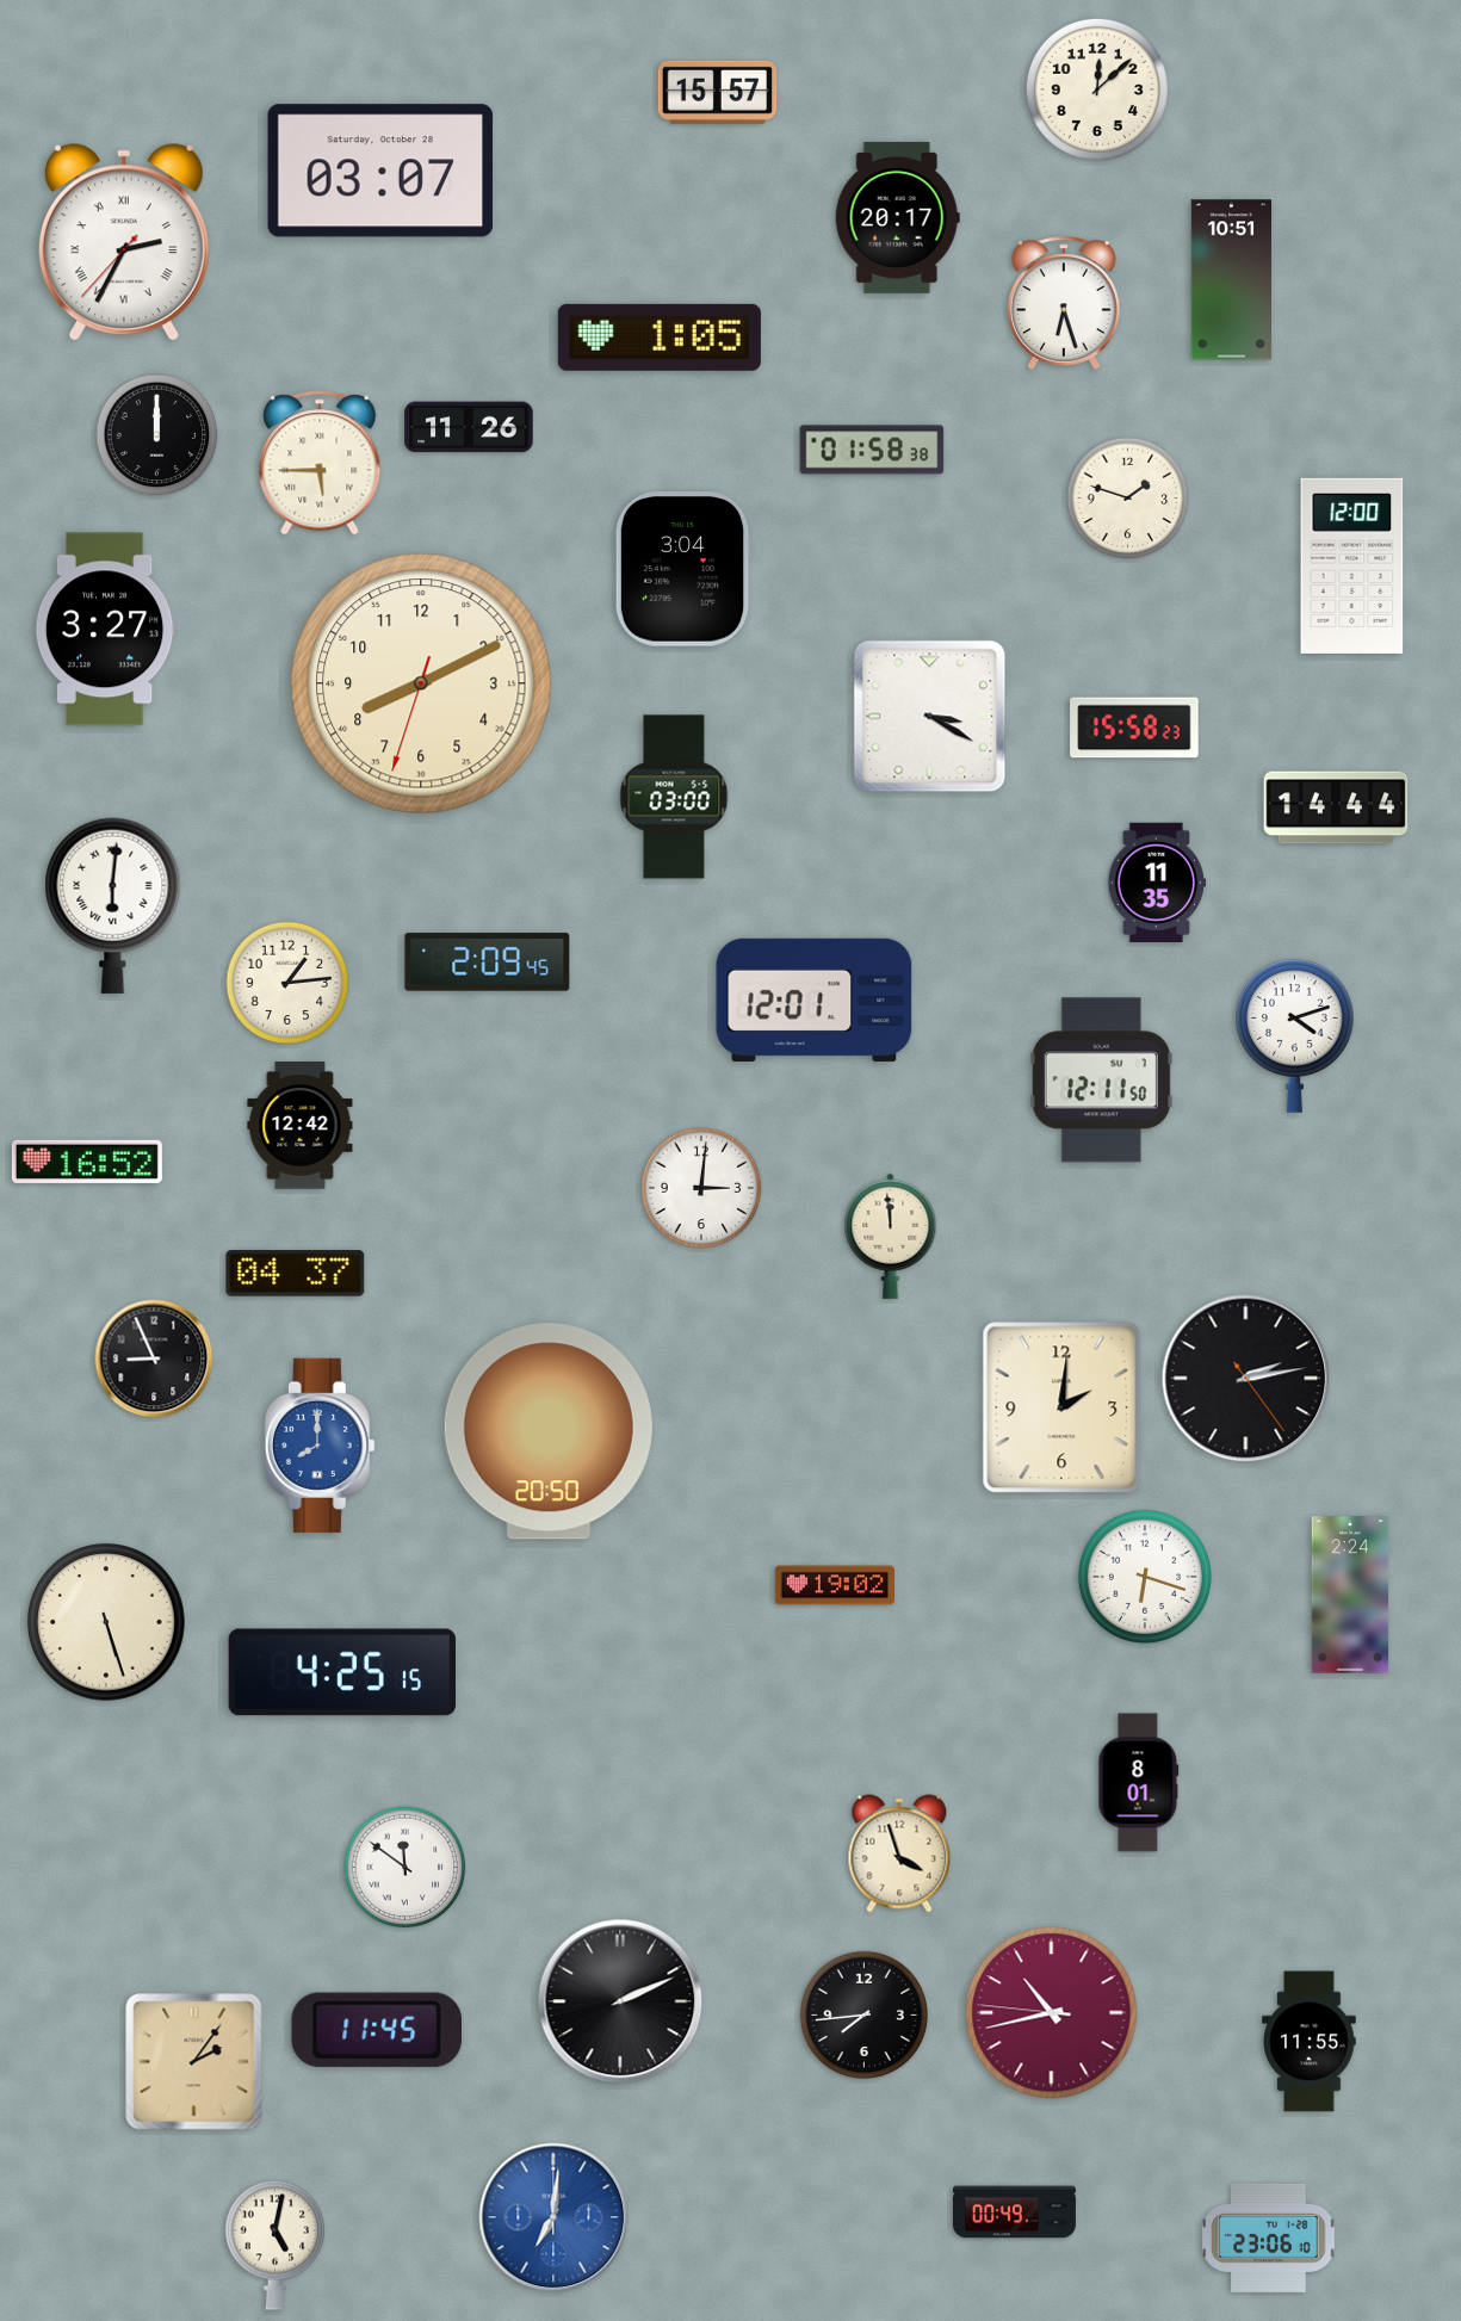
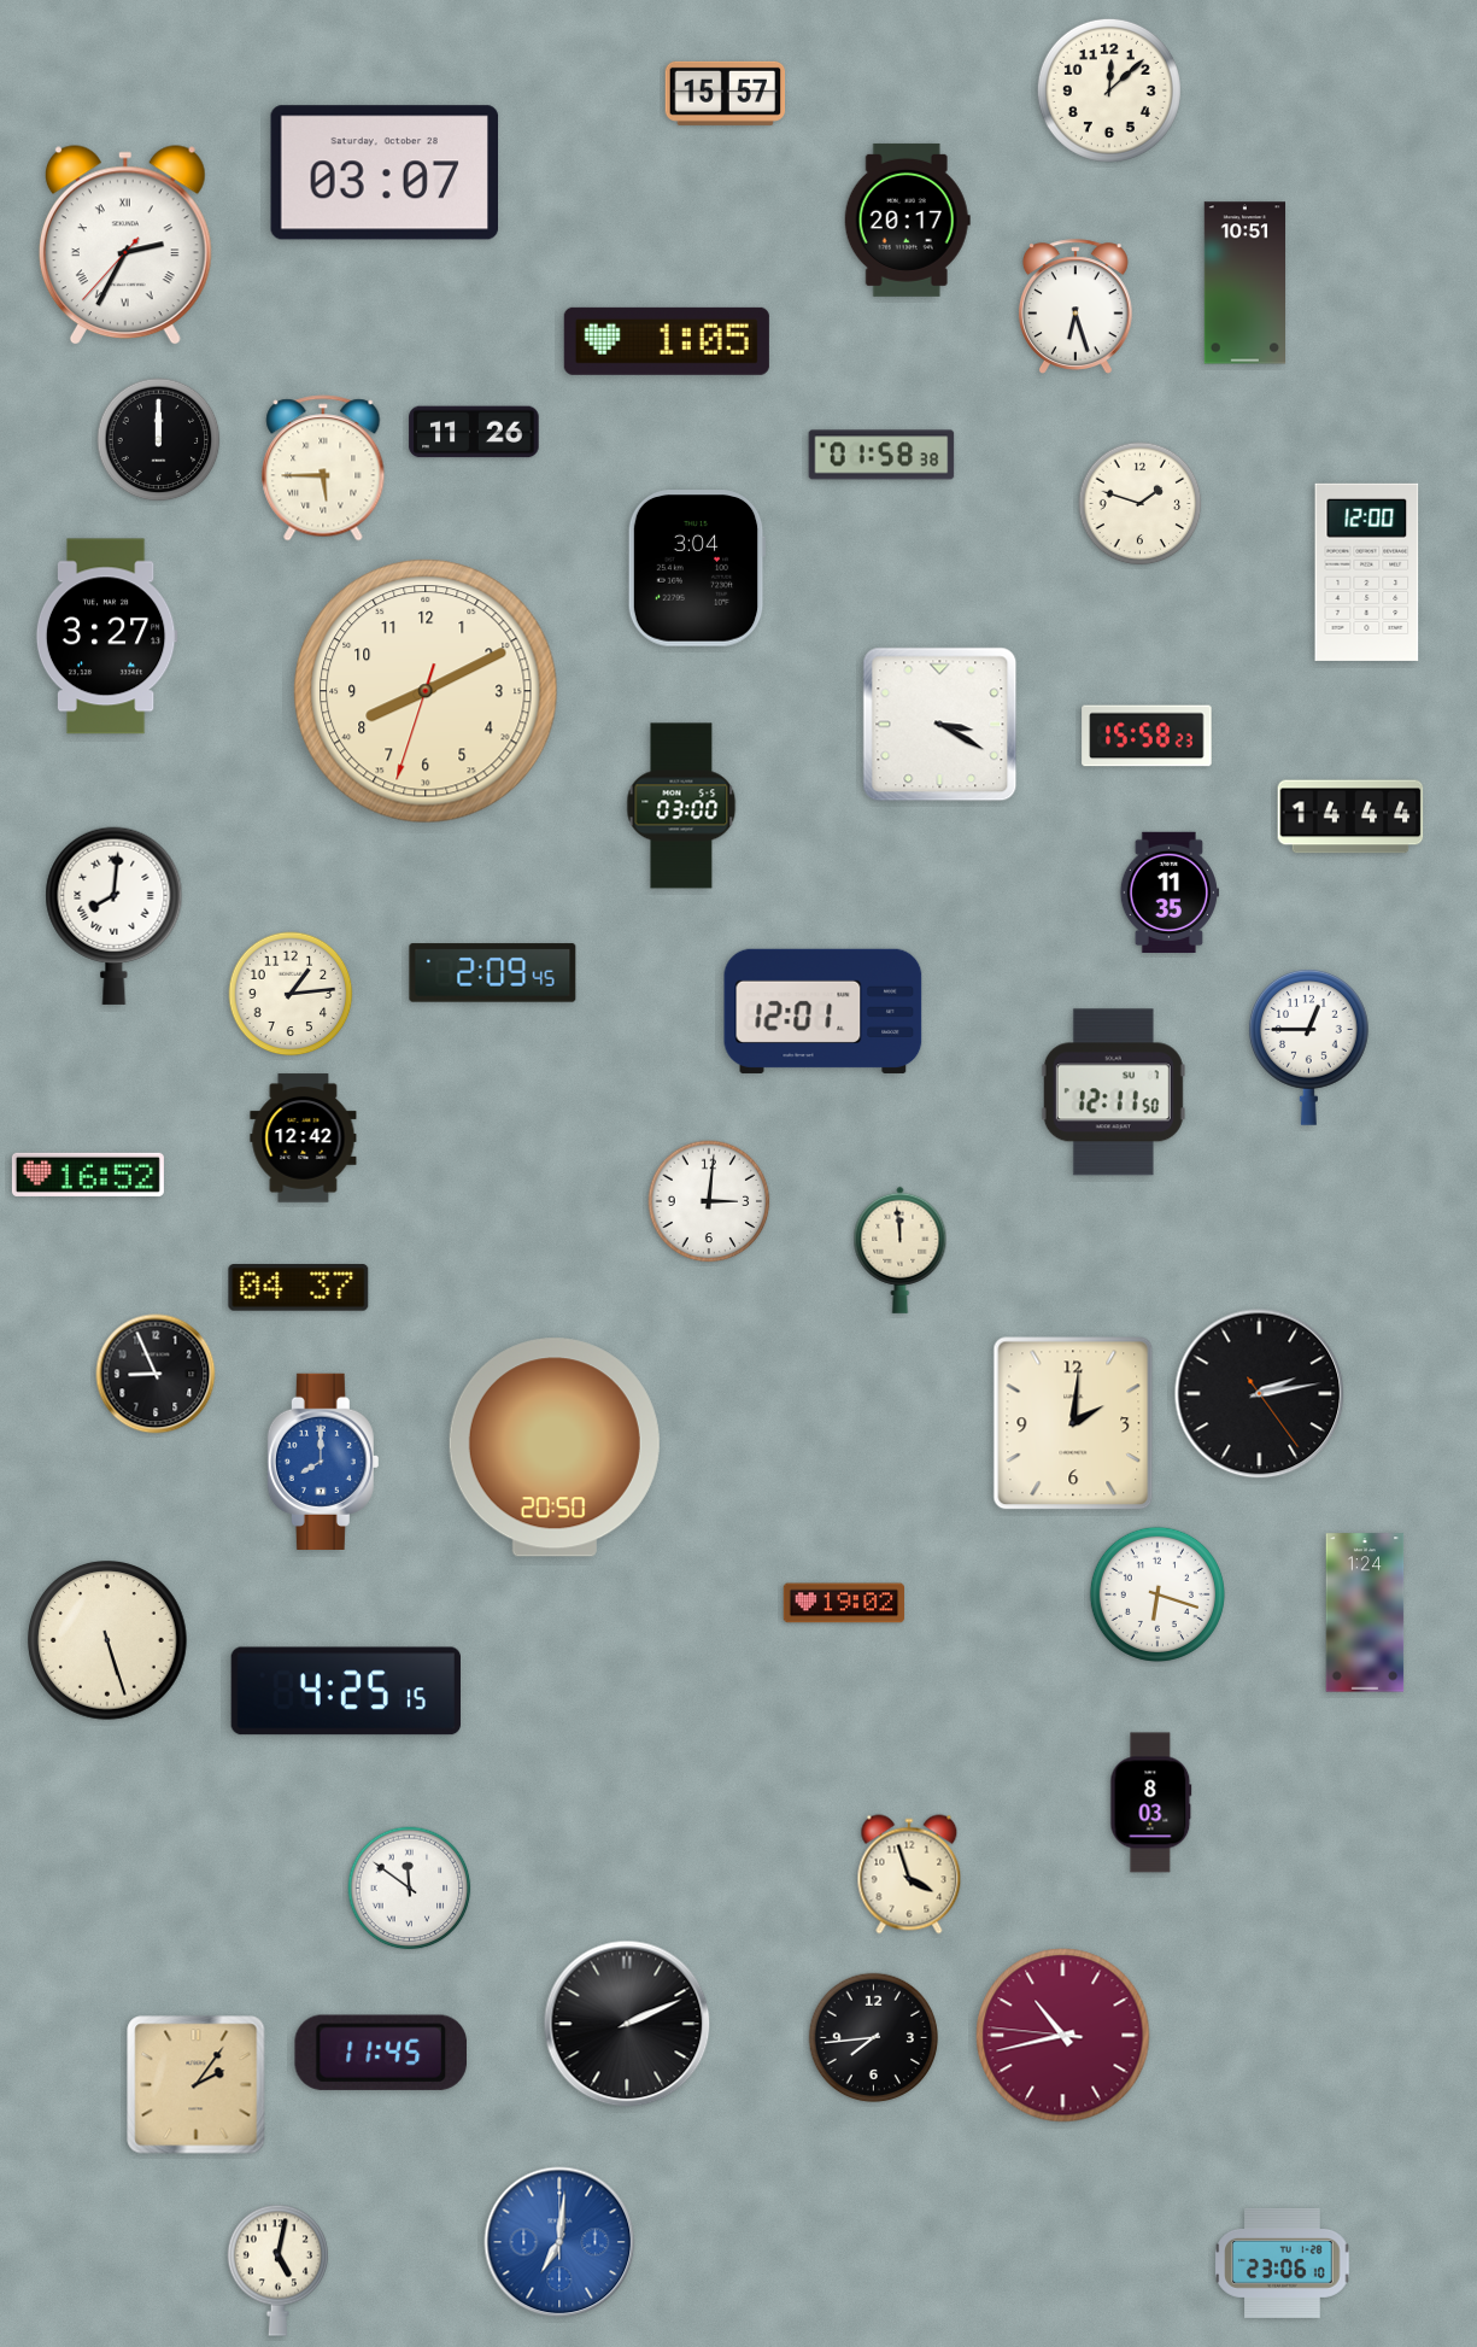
clock at (683, 570) position: (683, 570) -> (697, 569)
clock at (113, 905): 6:01 -> 8:01
clock at (1294, 1035): 4:12 -> 12:45
clock at (1350, 1595): 2:24 -> 1:24
clock at (1139, 1783): 8:01 -> 8:03
clock at (1310, 2042): 11:55 -> none
clock at (1014, 2212): 00:49 -> none
